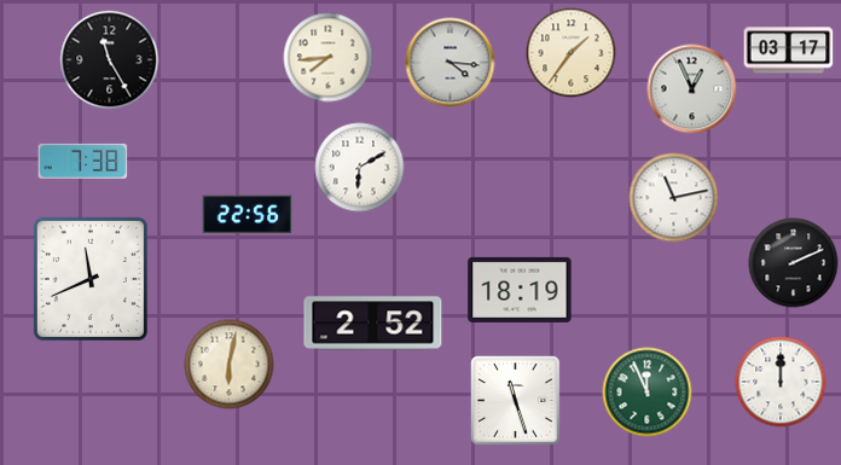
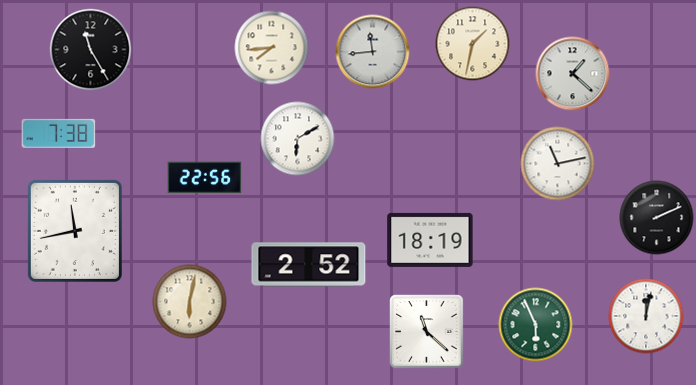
clock at (789, 51): 03:17 -> none
clock at (572, 53): 1:36 -> 1:32
clock at (451, 63): 4:16 -> 11:44
clock at (692, 89): 12:56 -> 1:22
clock at (83, 161) position: (83, 161) -> (59, 133)
clock at (91, 279): 11:41 -> 11:43
clock at (373, 324) position: (373, 324) -> (309, 265)
clock at (781, 382): 12:00 -> 12:02
clock at (648, 393): 11:56 -> 5:56
clock at (516, 401): 11:27 -> 11:22
